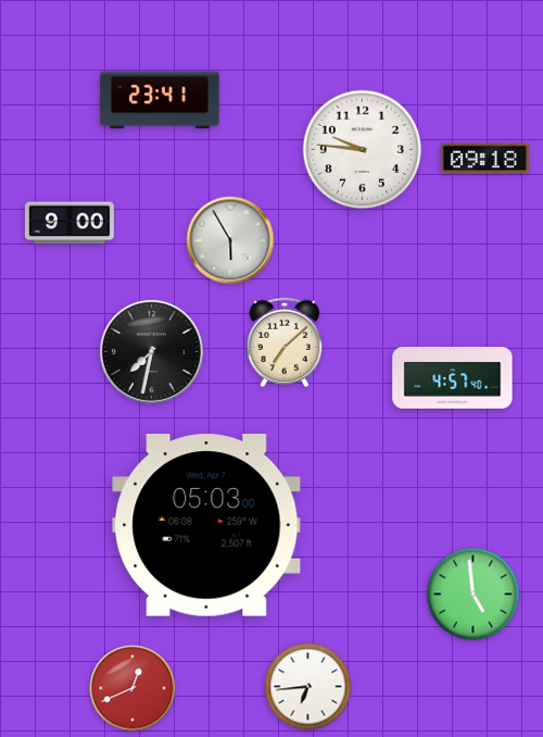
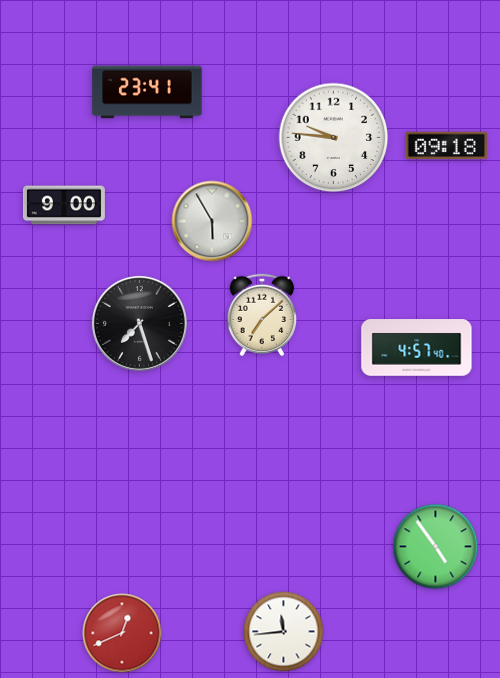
clock at (151, 351): 7:32 -> 7:27
clock at (206, 525): 05:03 -> none
clock at (473, 595): 4:59 -> 4:54
clock at (308, 687): 6:44 -> 11:44
